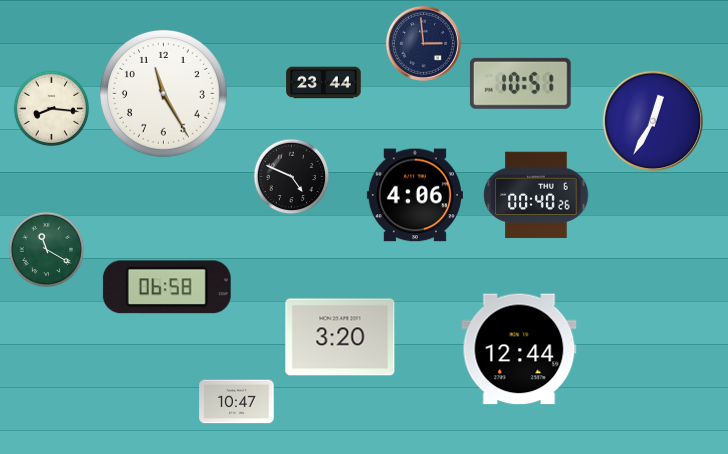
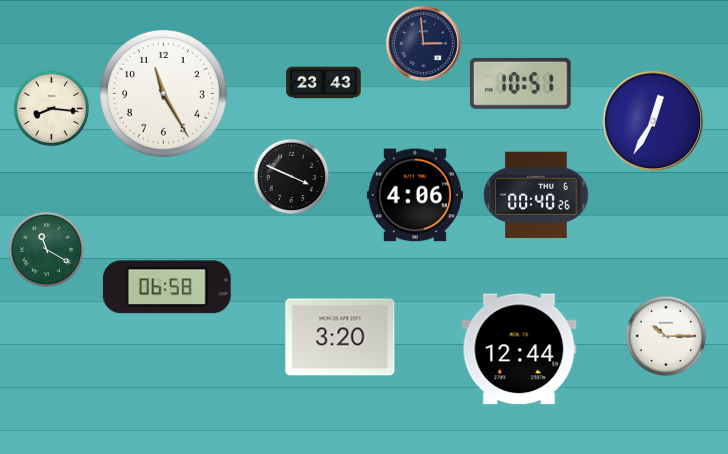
clock at (324, 83): 23:44 -> 23:43
clock at (292, 177): 4:49 -> 3:49
clock at (666, 336): none -> 10:15
clock at (237, 402): 10:47 -> none
